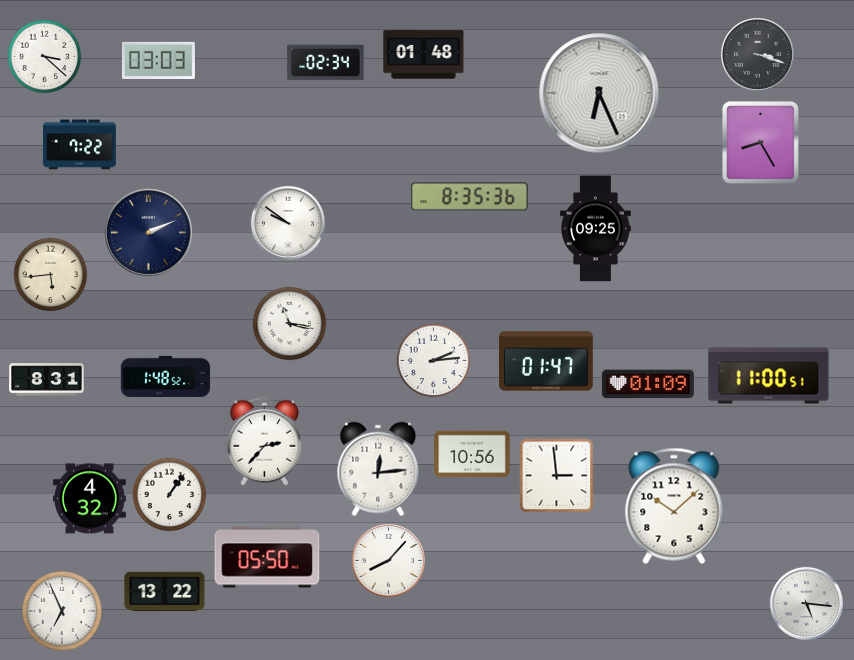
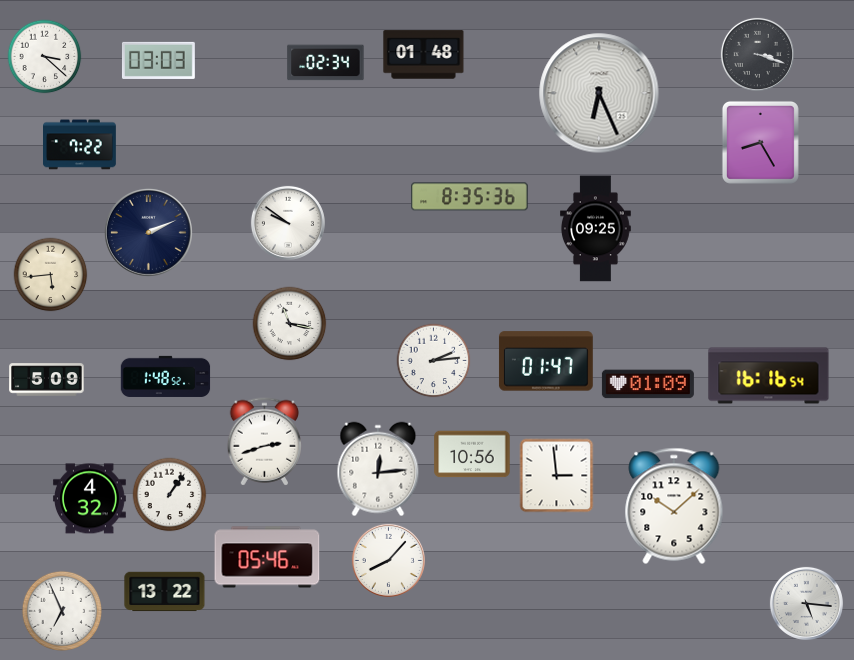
clock at (769, 376): 11:00 -> 16:16
clock at (47, 380): 8:31 -> 5:09
clock at (265, 442): 2:37 -> 2:42
clock at (267, 557): 05:50 -> 05:46
